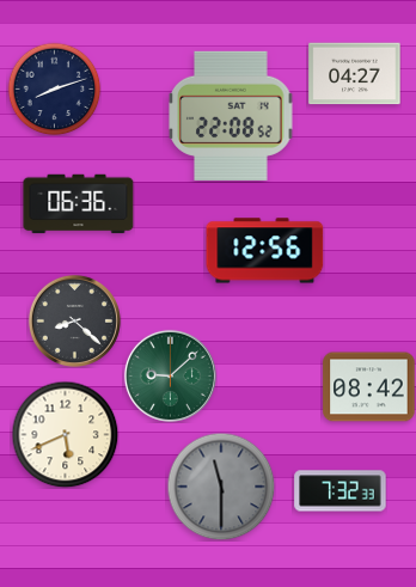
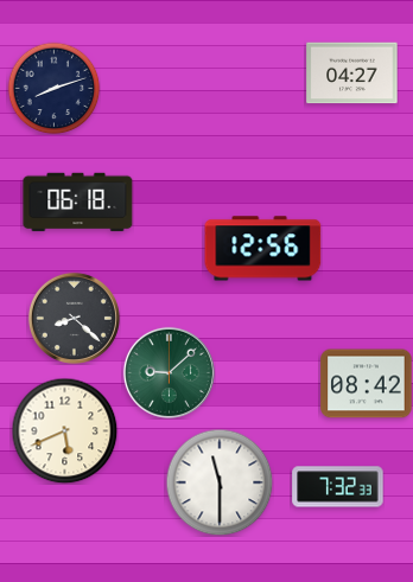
clock at (231, 116): 22:08 -> none
clock at (79, 204): 06:36 -> 06:18
clock at (221, 487) dial: grey -> white
